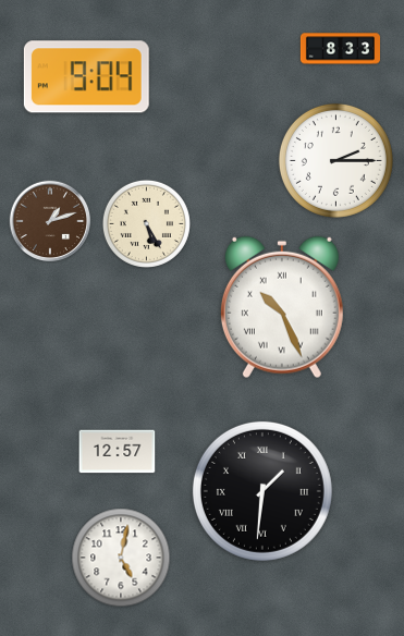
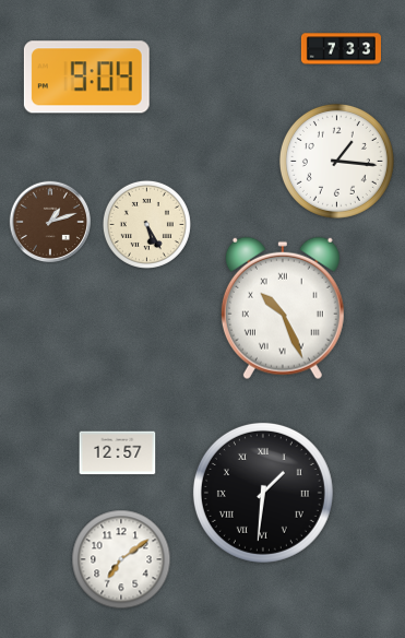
clock at (340, 49): 8:33 -> 7:33
clock at (335, 160): 2:15 -> 1:16
clock at (121, 558): 5:02 -> 7:09
